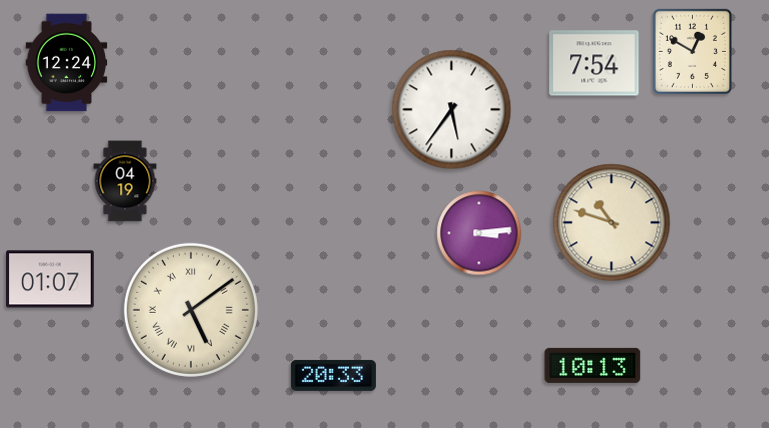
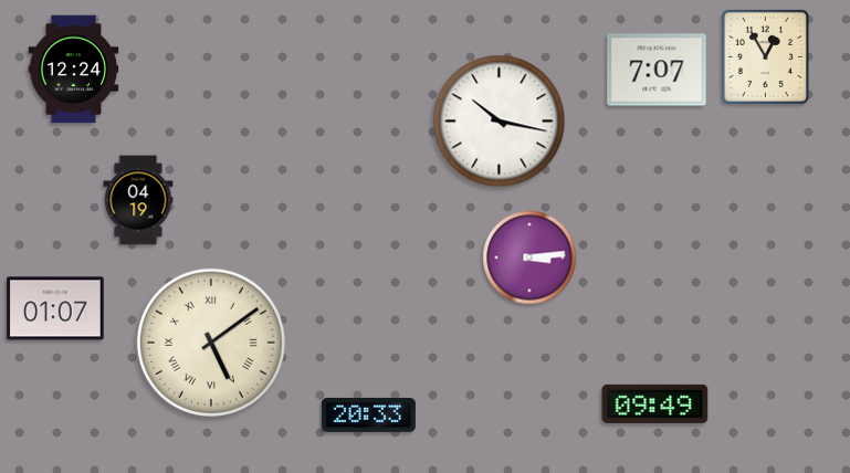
clock at (692, 51): 12:50 -> 12:55
clock at (594, 63): 7:54 -> 7:07
clock at (452, 110): 5:36 -> 10:17
clock at (612, 223): 10:48 -> none
clock at (593, 365): 10:13 -> 09:49
